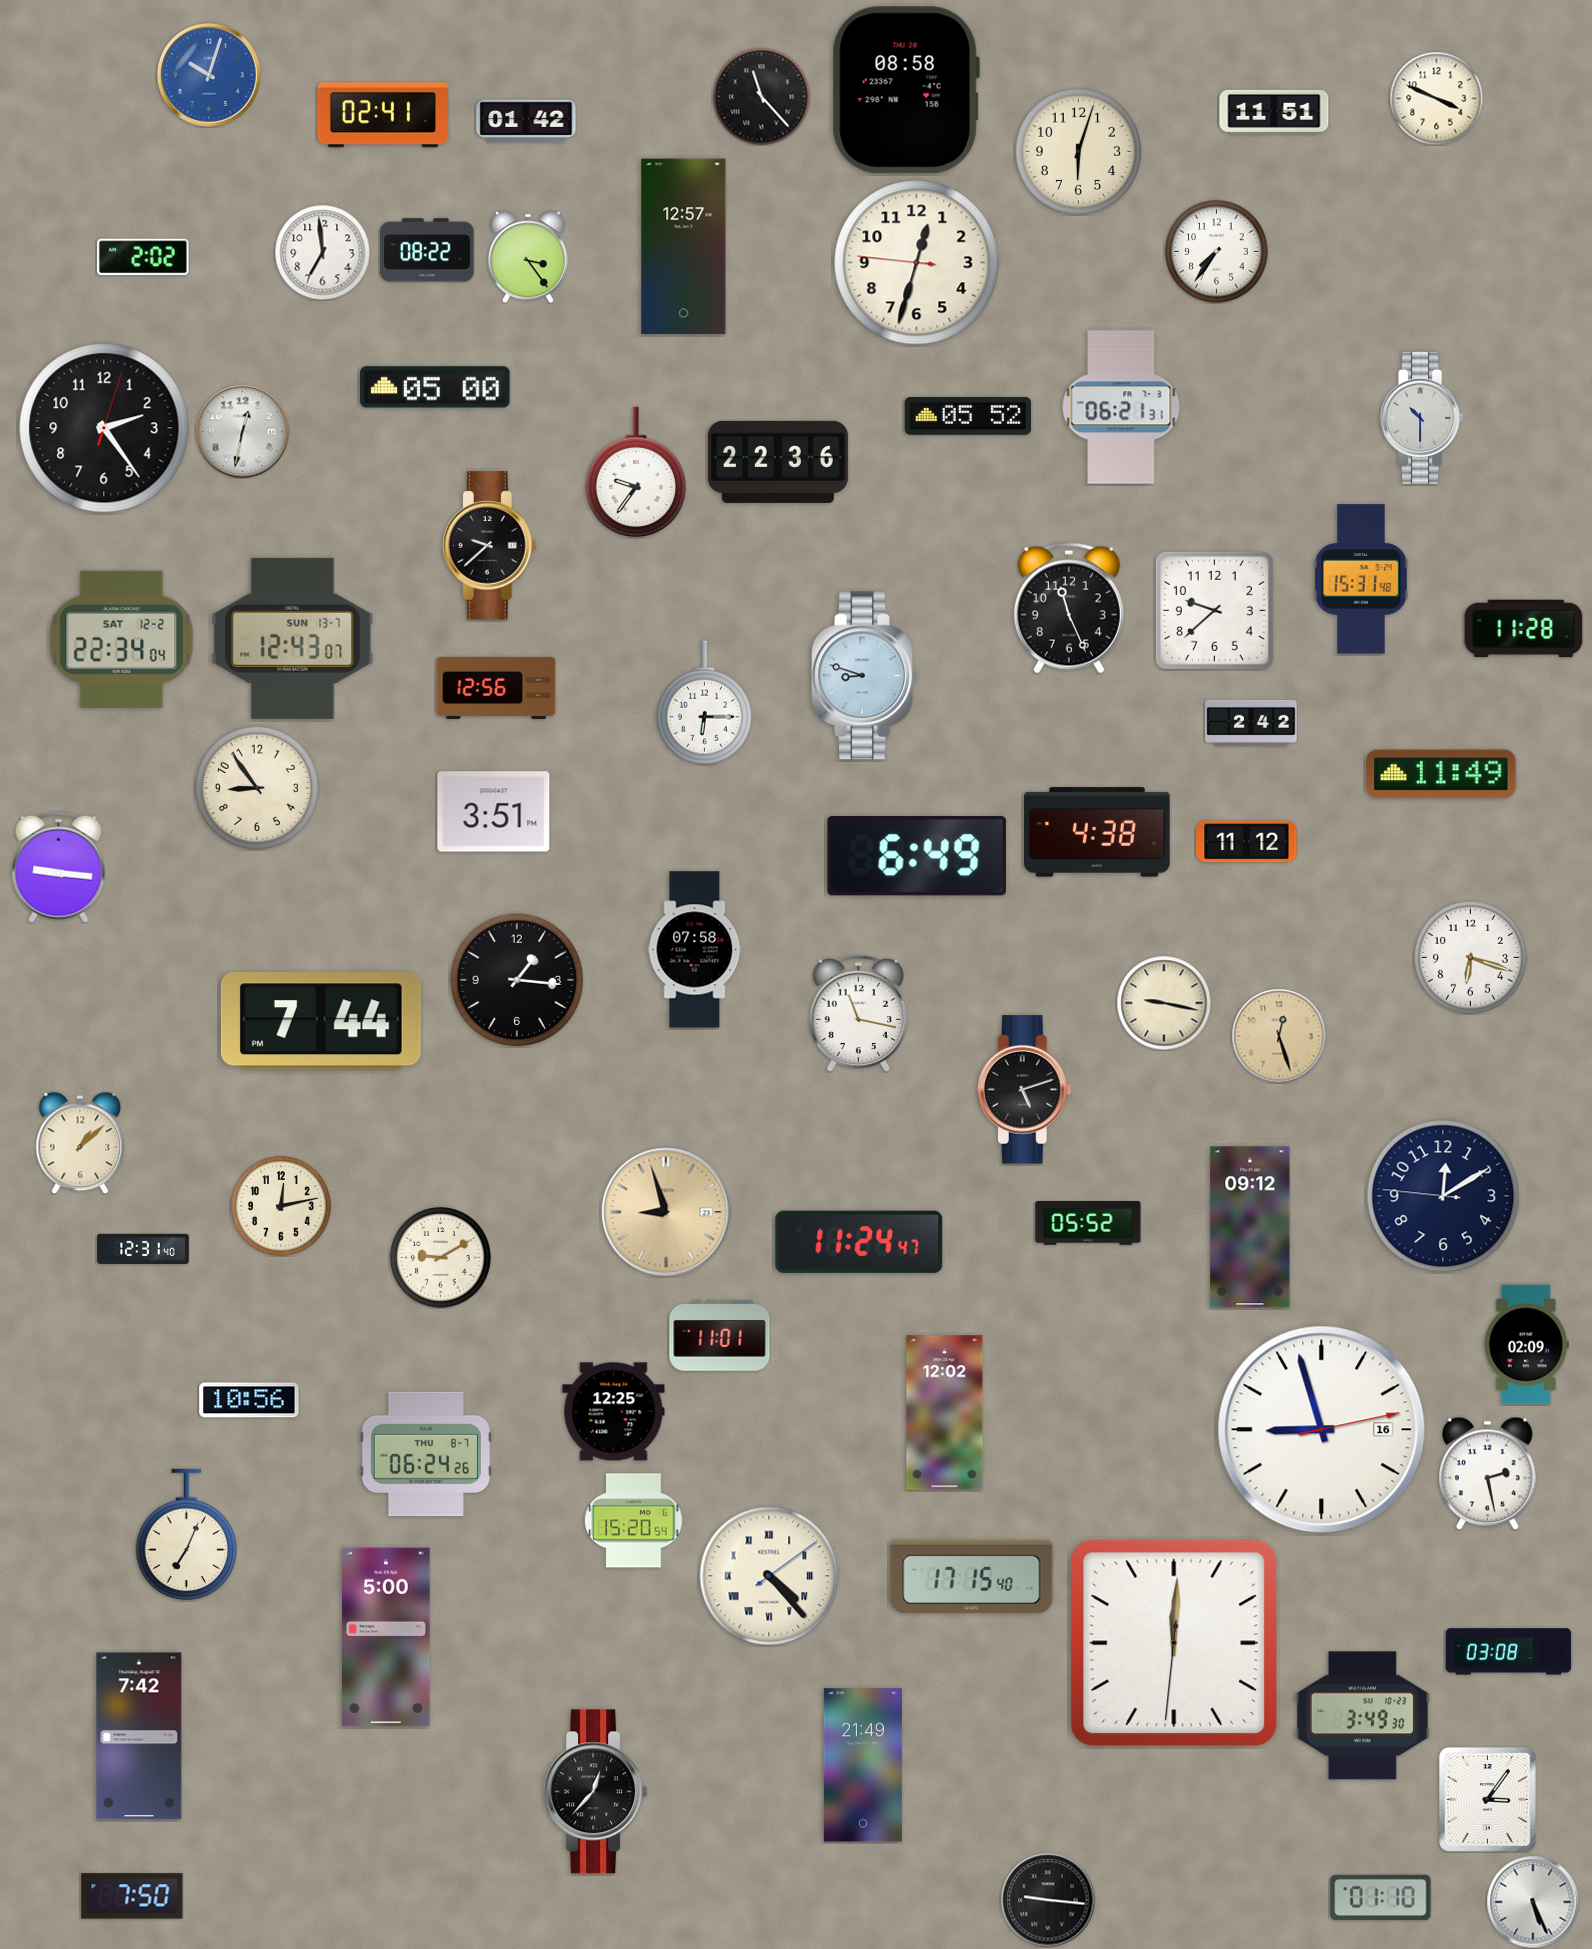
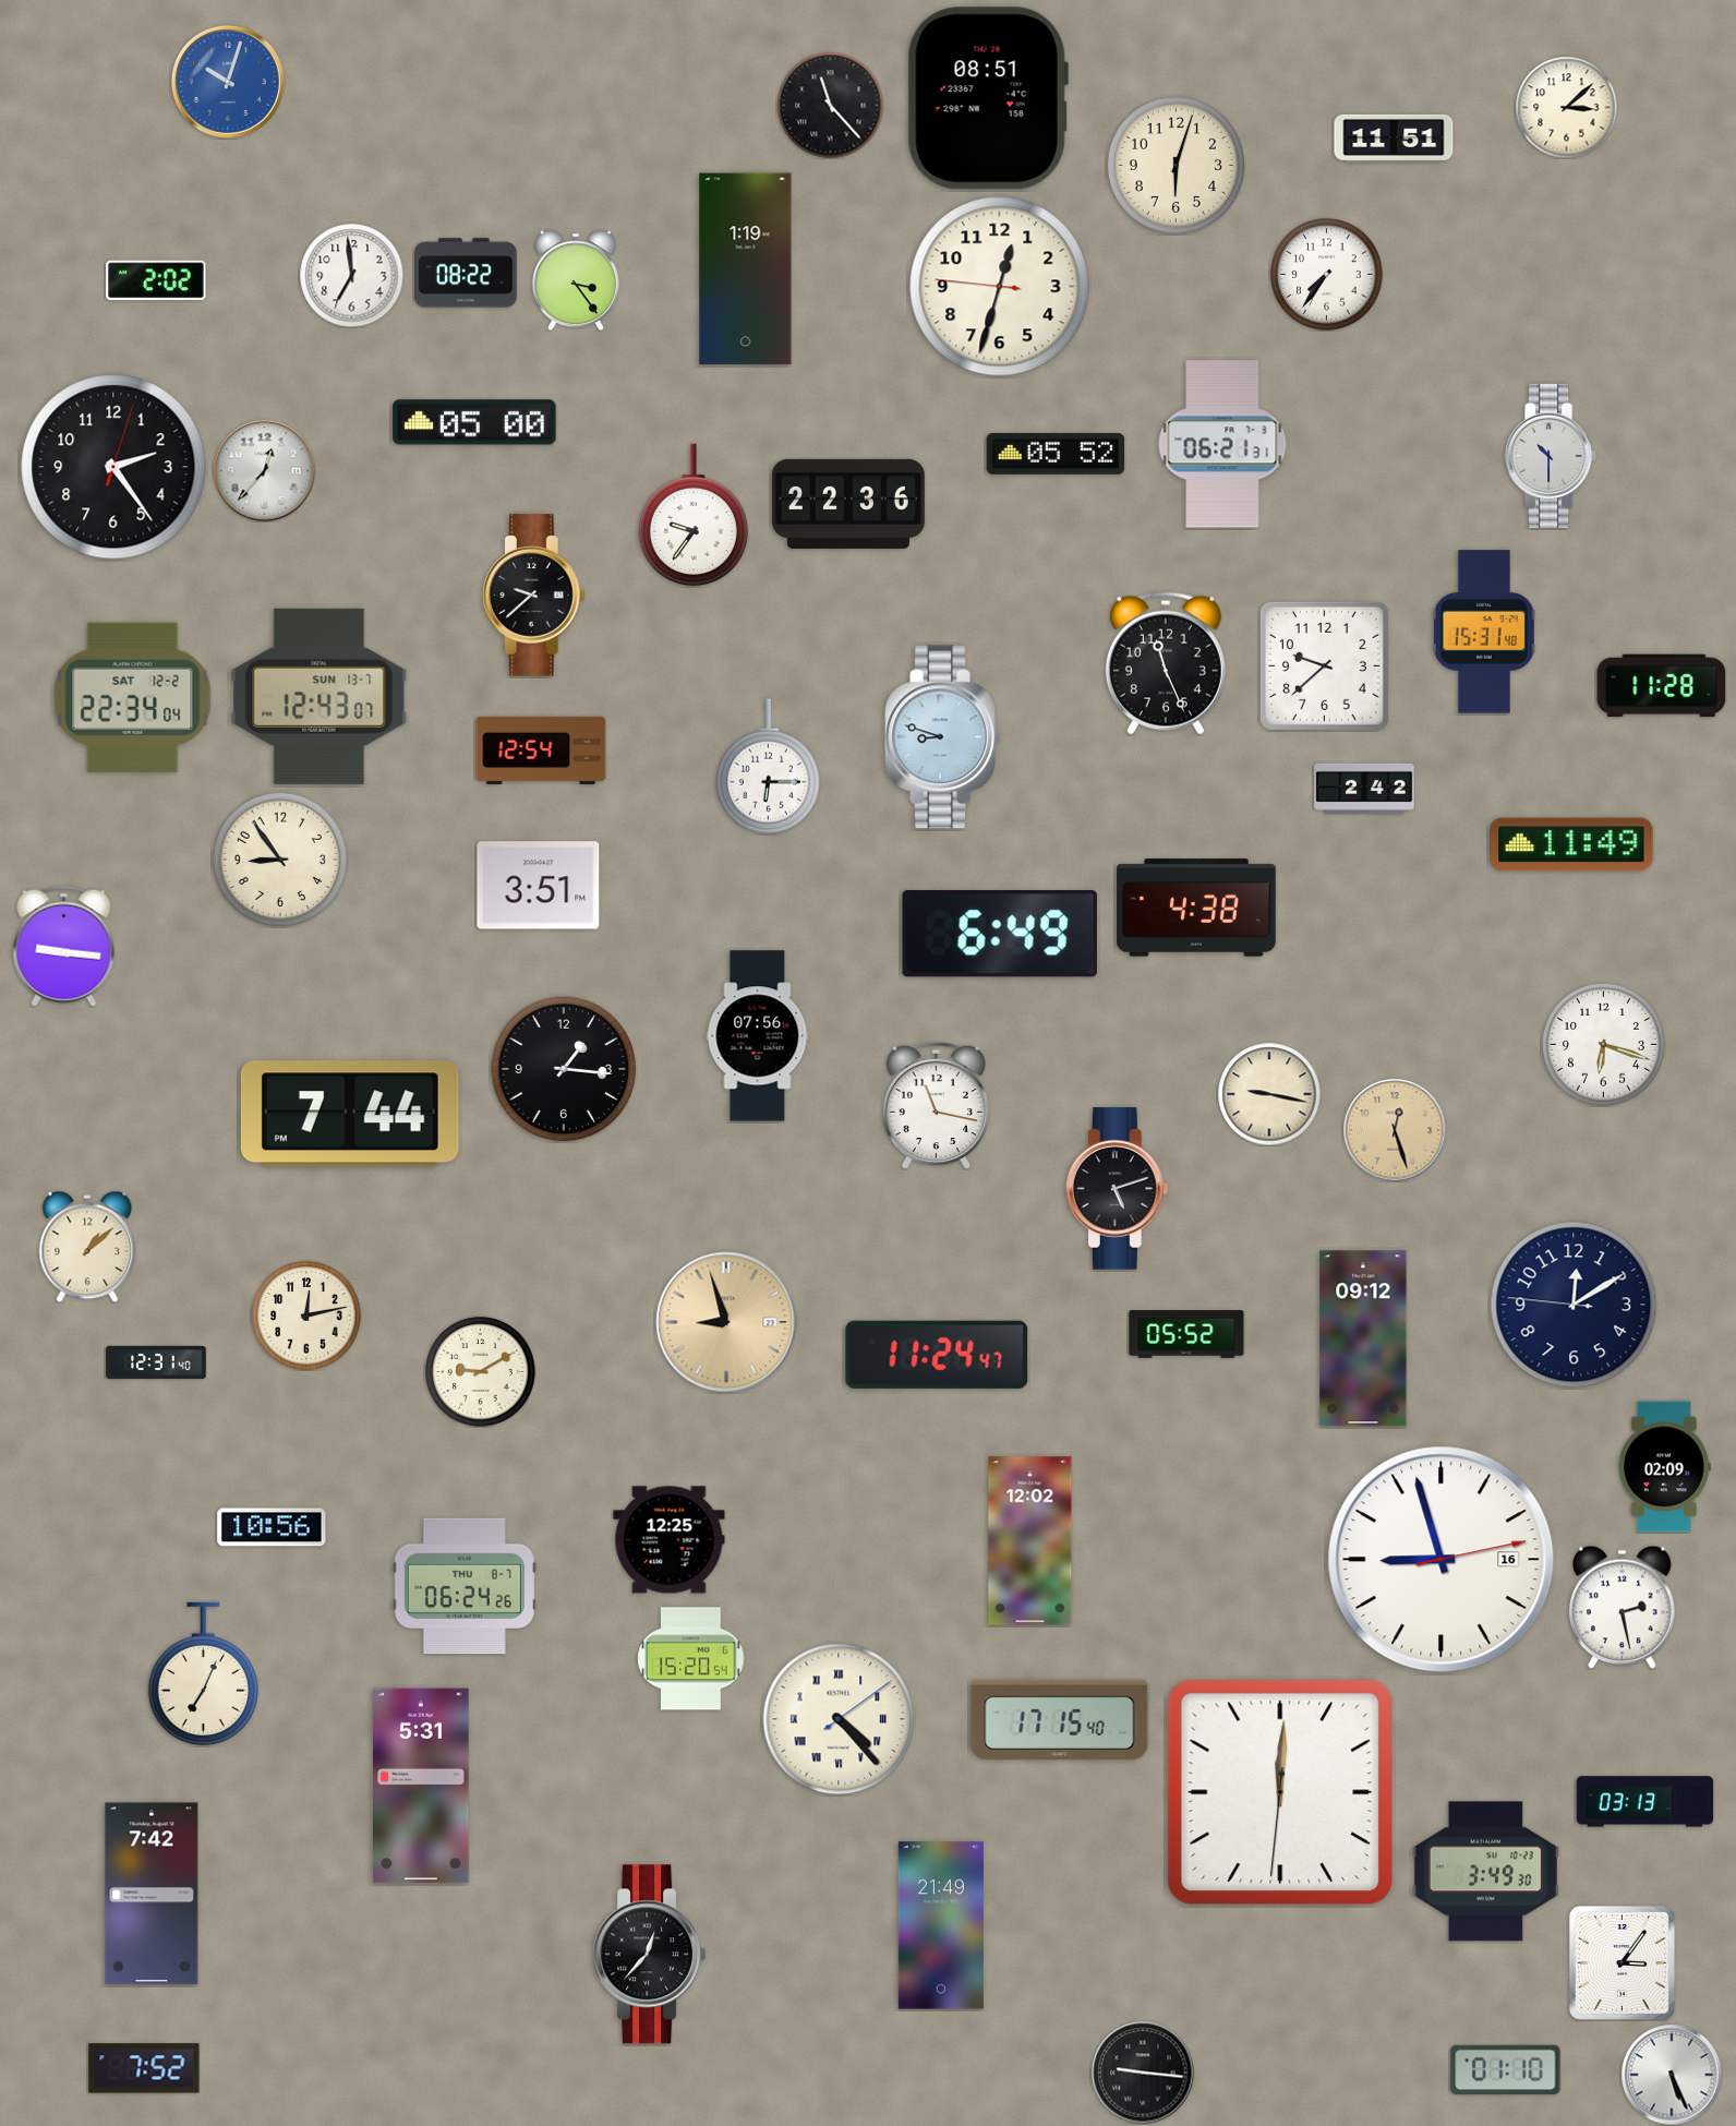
clock at (906, 90): 08:58 -> 08:51
clock at (1436, 98): 3:49 -> 3:08
clock at (1274, 112) position: (1274, 112) -> (1394, 139)
clock at (382, 115): 02:41 -> none
clock at (526, 121): 01:42 -> none
clock at (684, 247): 12:57 -> 1:19
clock at (242, 431): 12:32 -> 12:37
clock at (496, 688): 12:56 -> 12:54
clock at (1247, 842): 11:12 -> none
clock at (695, 950): 07:58 -> 07:56
clock at (720, 1336): 11:01 -> none
clock at (386, 1637): 5:00 -> 5:31
clock at (1509, 1652): 03:08 -> 03:13
clock at (132, 1896): 7:50 -> 7:52
